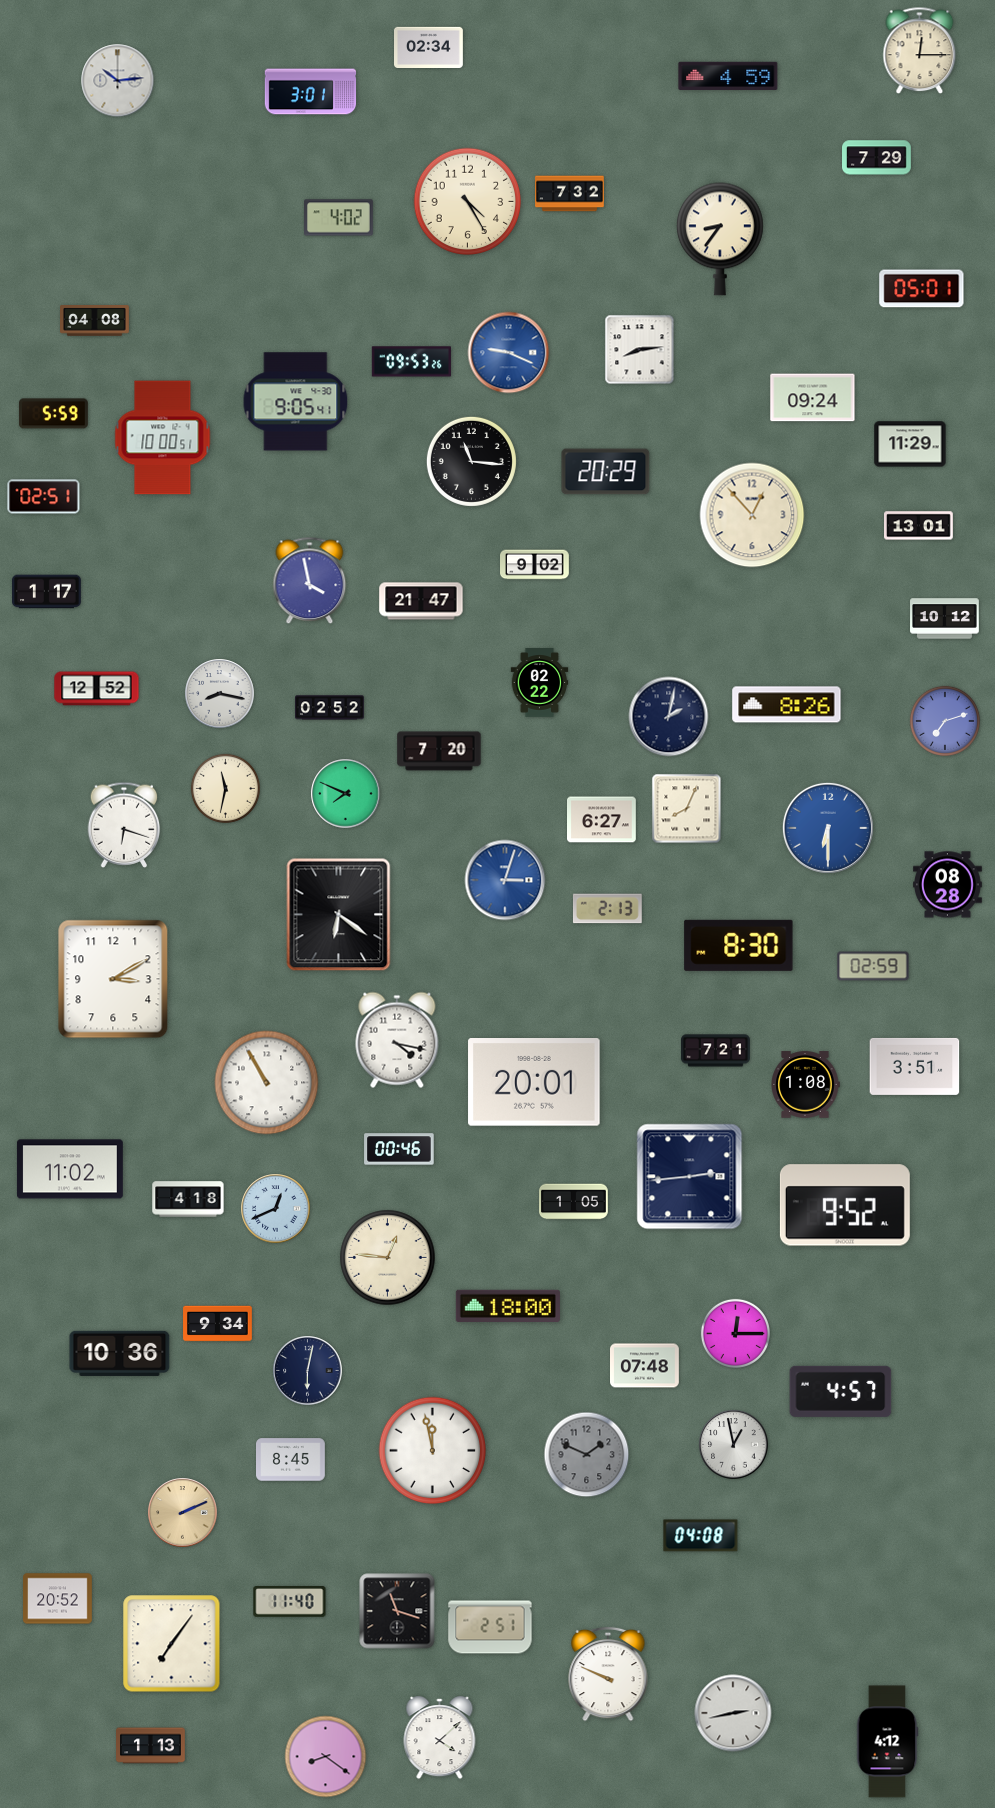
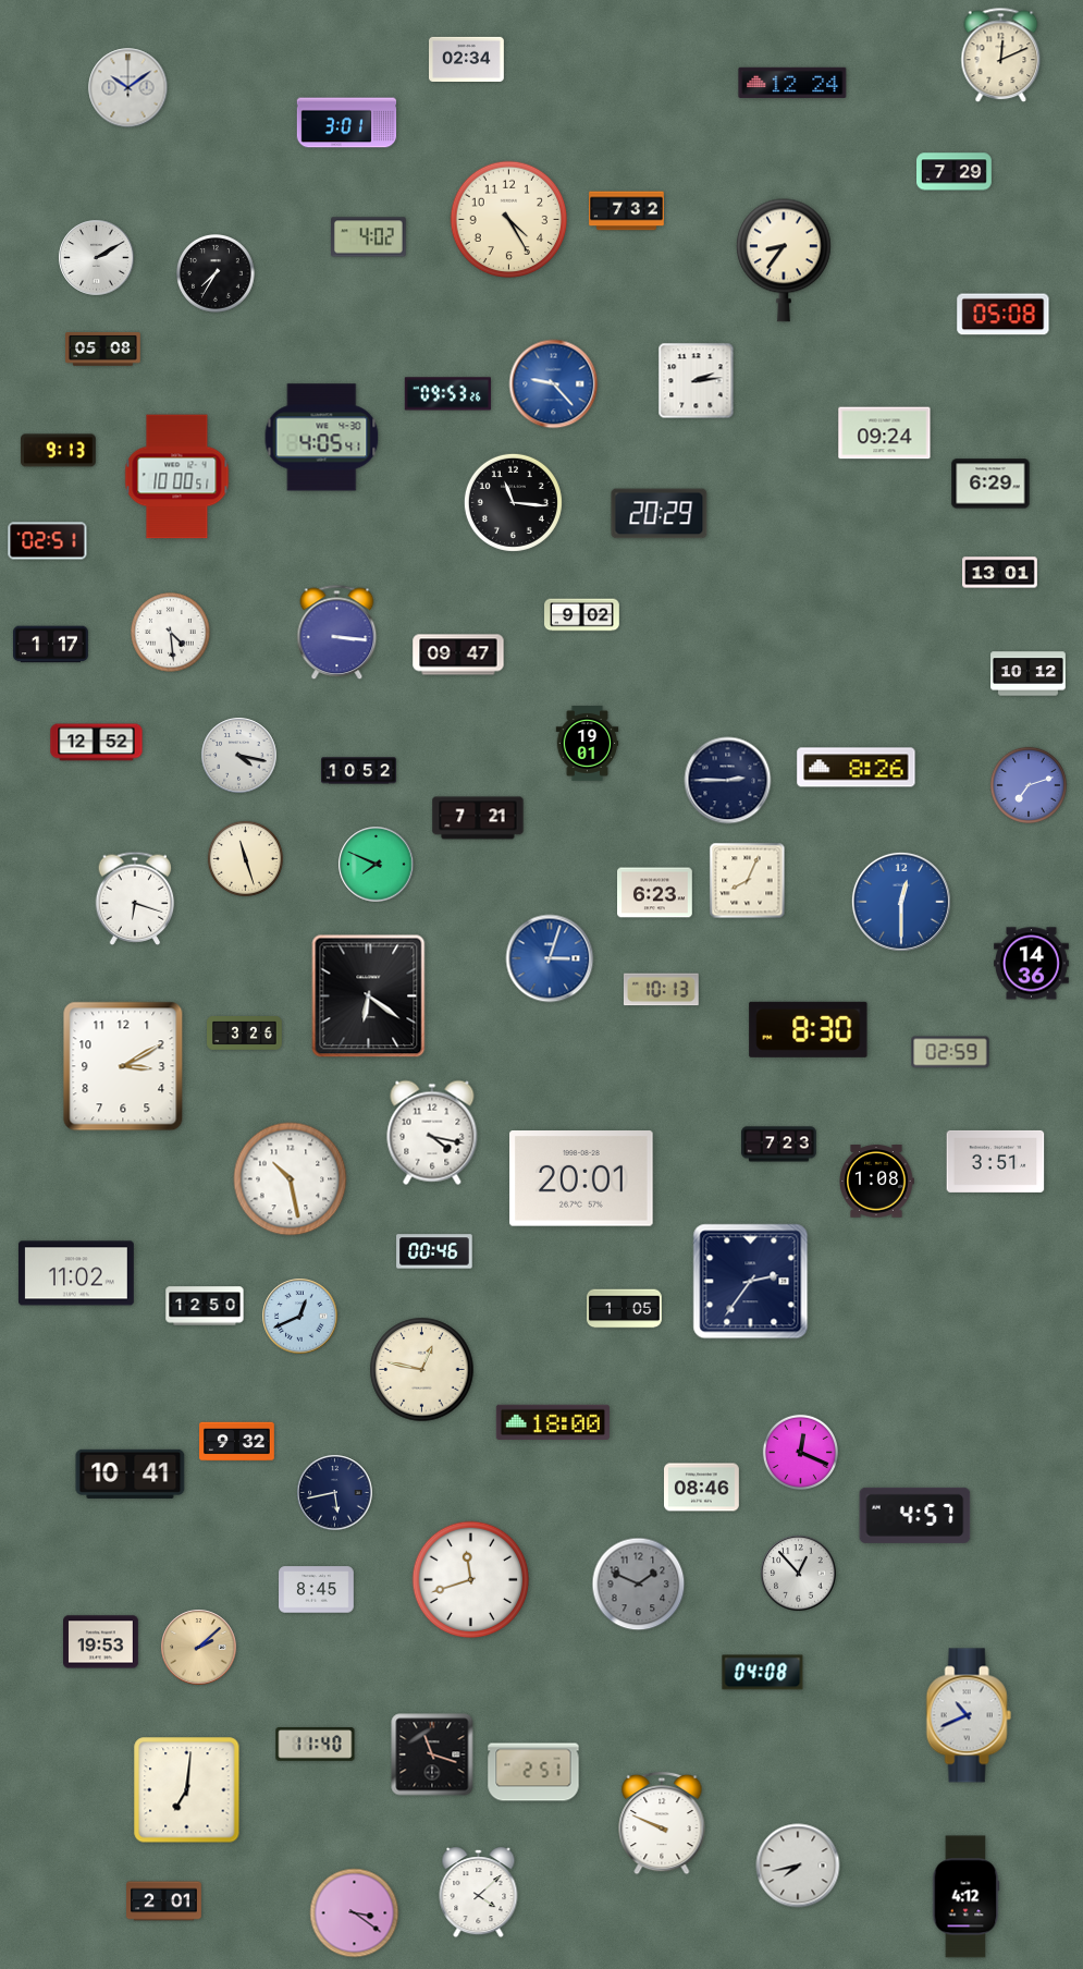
clock at (429, 47) position: (429, 47) -> (467, 59)
clock at (920, 51): 12:15 -> 12:11
clock at (728, 75): 4:59 -> 12:24
clock at (118, 81): 10:14 -> 10:09
clock at (311, 92) position: (311, 92) -> (347, 123)
clock at (570, 194) position: (570, 194) -> (627, 211)
clock at (97, 258): none -> 2:10
clock at (217, 274): none -> 7:35
clock at (922, 289): 05:01 -> 05:08
clock at (95, 321): 04:08 -> 05:08
clock at (640, 350): 8:14 -> 2:14
clock at (509, 353): 9:19 -> 9:23
clock at (296, 402): 9:05 -> 4:05
clock at (53, 414): 5:59 -> 9:13
clock at (910, 444): 11:29 -> 6:29
clock at (752, 515): 12:53 -> none
clock at (171, 633): none -> 4:29
clock at (310, 581): 3:58 -> 3:16
clock at (421, 601): 21:47 -> 09:47
clock at (540, 683): 02:22 -> 19:01
clock at (97, 689) position: (97, 689) -> (97, 743)
clock at (220, 694): 8:17 -> 4:17
clock at (330, 708): 02:52 -> 10:52
clock at (669, 717): 2:02 -> 2:45
clock at (439, 751): 7:20 -> 7:21
clock at (225, 788): 11:32 -> 11:27
clock at (602, 820): 6:27 -> 6:23
clock at (828, 828): 6:30 -> 12:30
clock at (948, 885): 08:28 -> 14:36
clock at (607, 909): 2:13 -> 10:13
clock at (739, 945) position: (739, 945) -> (809, 1029)
clock at (245, 1034): none -> 3:26
clock at (716, 1051): 7:21 -> 7:23
clock at (267, 1083): 10:55 -> 10:28
clock at (690, 1177): 2:44 -> 2:36
clock at (188, 1199): 4:18 -> 12:50
clock at (845, 1205): 9:52 -> none
clock at (388, 1258): 12:46 -> 12:47
clock at (218, 1324): 9:34 -> 9:32
clock at (735, 1333): 12:15 -> 12:19
clock at (120, 1353): 10:36 -> 10:41
clock at (645, 1366): 07:48 -> 08:46
clock at (308, 1371): 6:02 -> 5:43
clock at (734, 1445): 12:58 -> 12:53
clock at (433, 1451): 11:58 -> 11:42
clock at (101, 1642): none -> 19:53
clock at (183, 1513): 2:11 -> 2:08
clock at (969, 1715): none -> 10:41
clock at (58, 1599): 20:52 -> none
clock at (172, 1644): 7:06 -> 7:01
clock at (733, 1713): 2:43 -> 7:43
clock at (151, 1746): 1:13 -> 2:01
clock at (326, 1757): 8:21 -> 3:21
